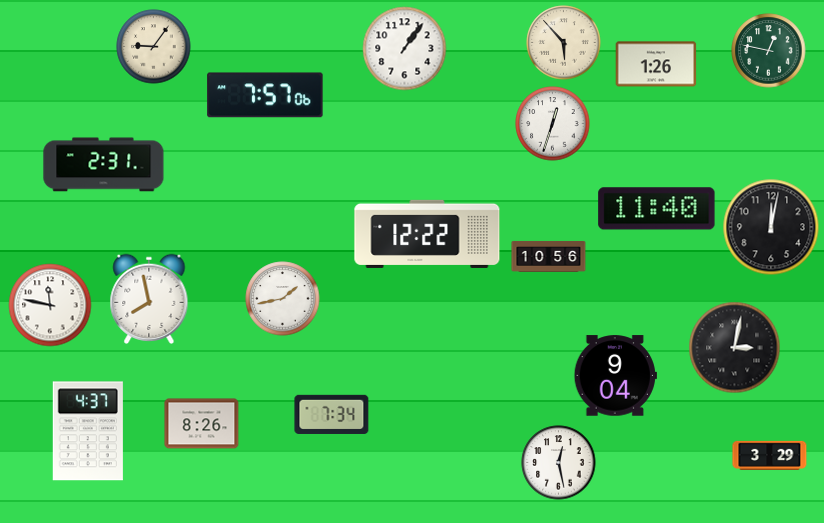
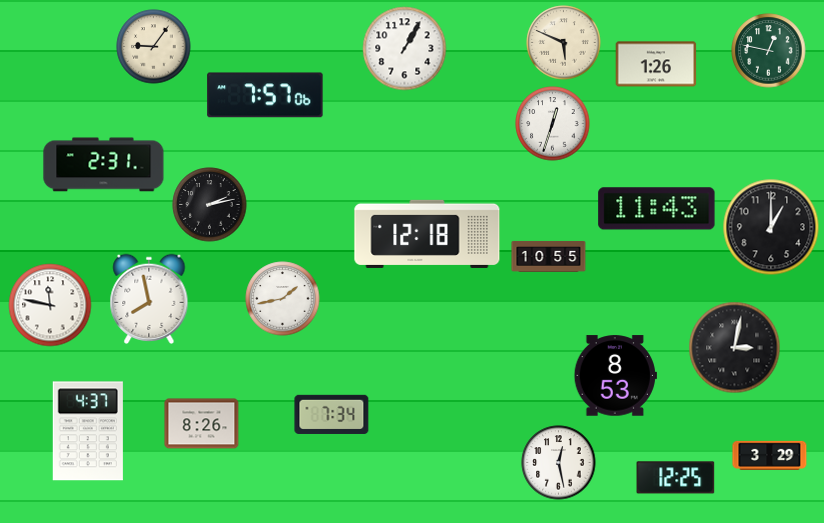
clock at (564, 43): 5:53 -> 5:49
clock at (405, 49): 1:06 -> 1:05
clock at (210, 205): none -> 2:13
clock at (657, 209): 11:40 -> 11:43
clock at (771, 227): 12:02 -> 1:00
clock at (427, 234): 12:22 -> 12:18
clock at (549, 256): 10:56 -> 10:55
clock at (615, 376): 9:04 -> 8:53
clock at (676, 478): none -> 12:25
